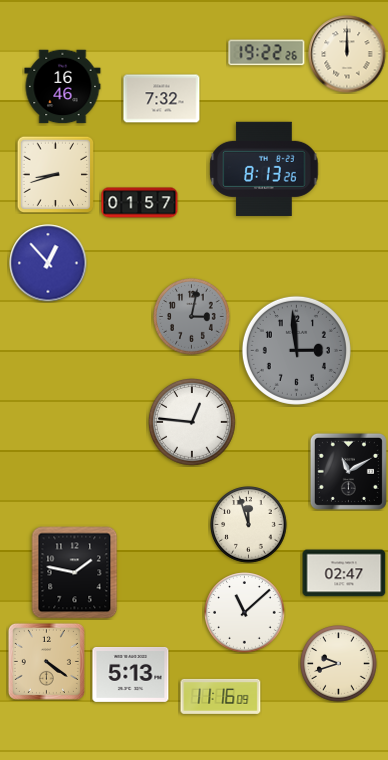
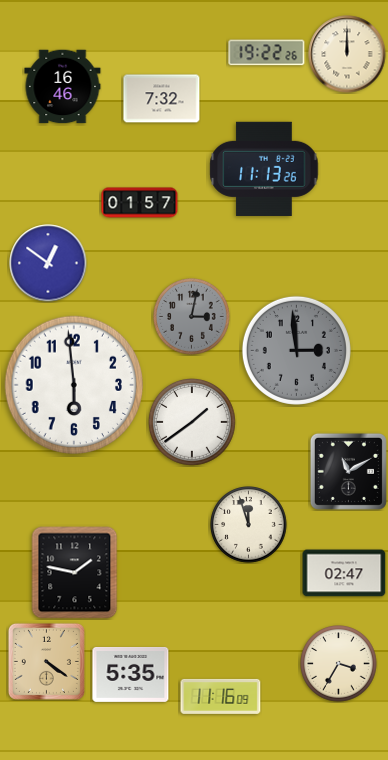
clock at (264, 169): 8:13 -> 11:13
clock at (55, 174): 8:42 -> none
clock at (48, 263): 12:53 -> 12:51
clock at (74, 385): none -> 5:59
clock at (192, 422): 12:46 -> 1:39
clock at (245, 613): 11:08 -> none
clock at (339, 664): 9:42 -> 3:35
clock at (131, 674): 5:13 -> 5:35
